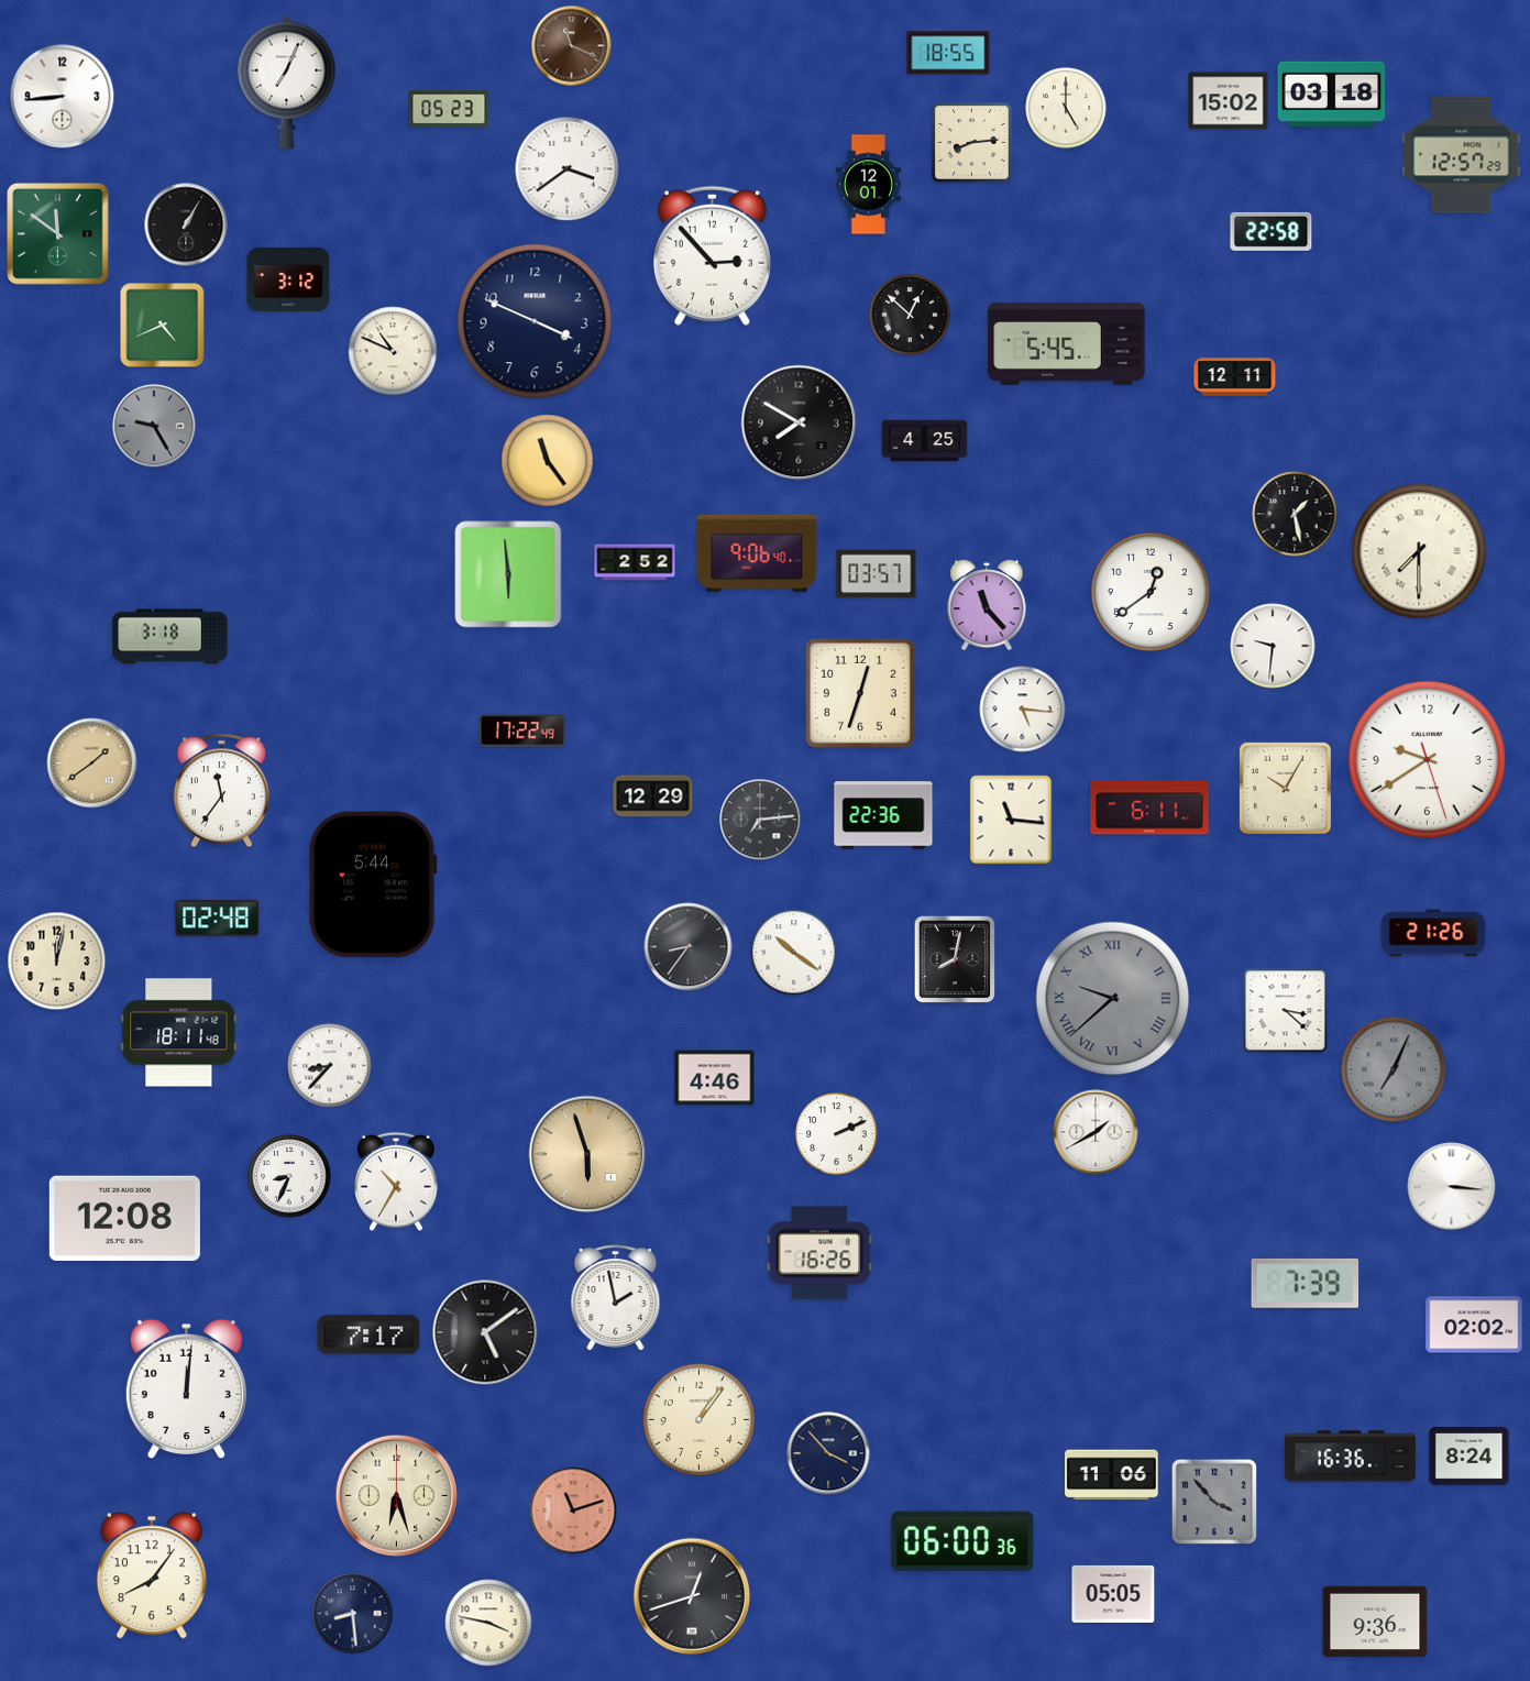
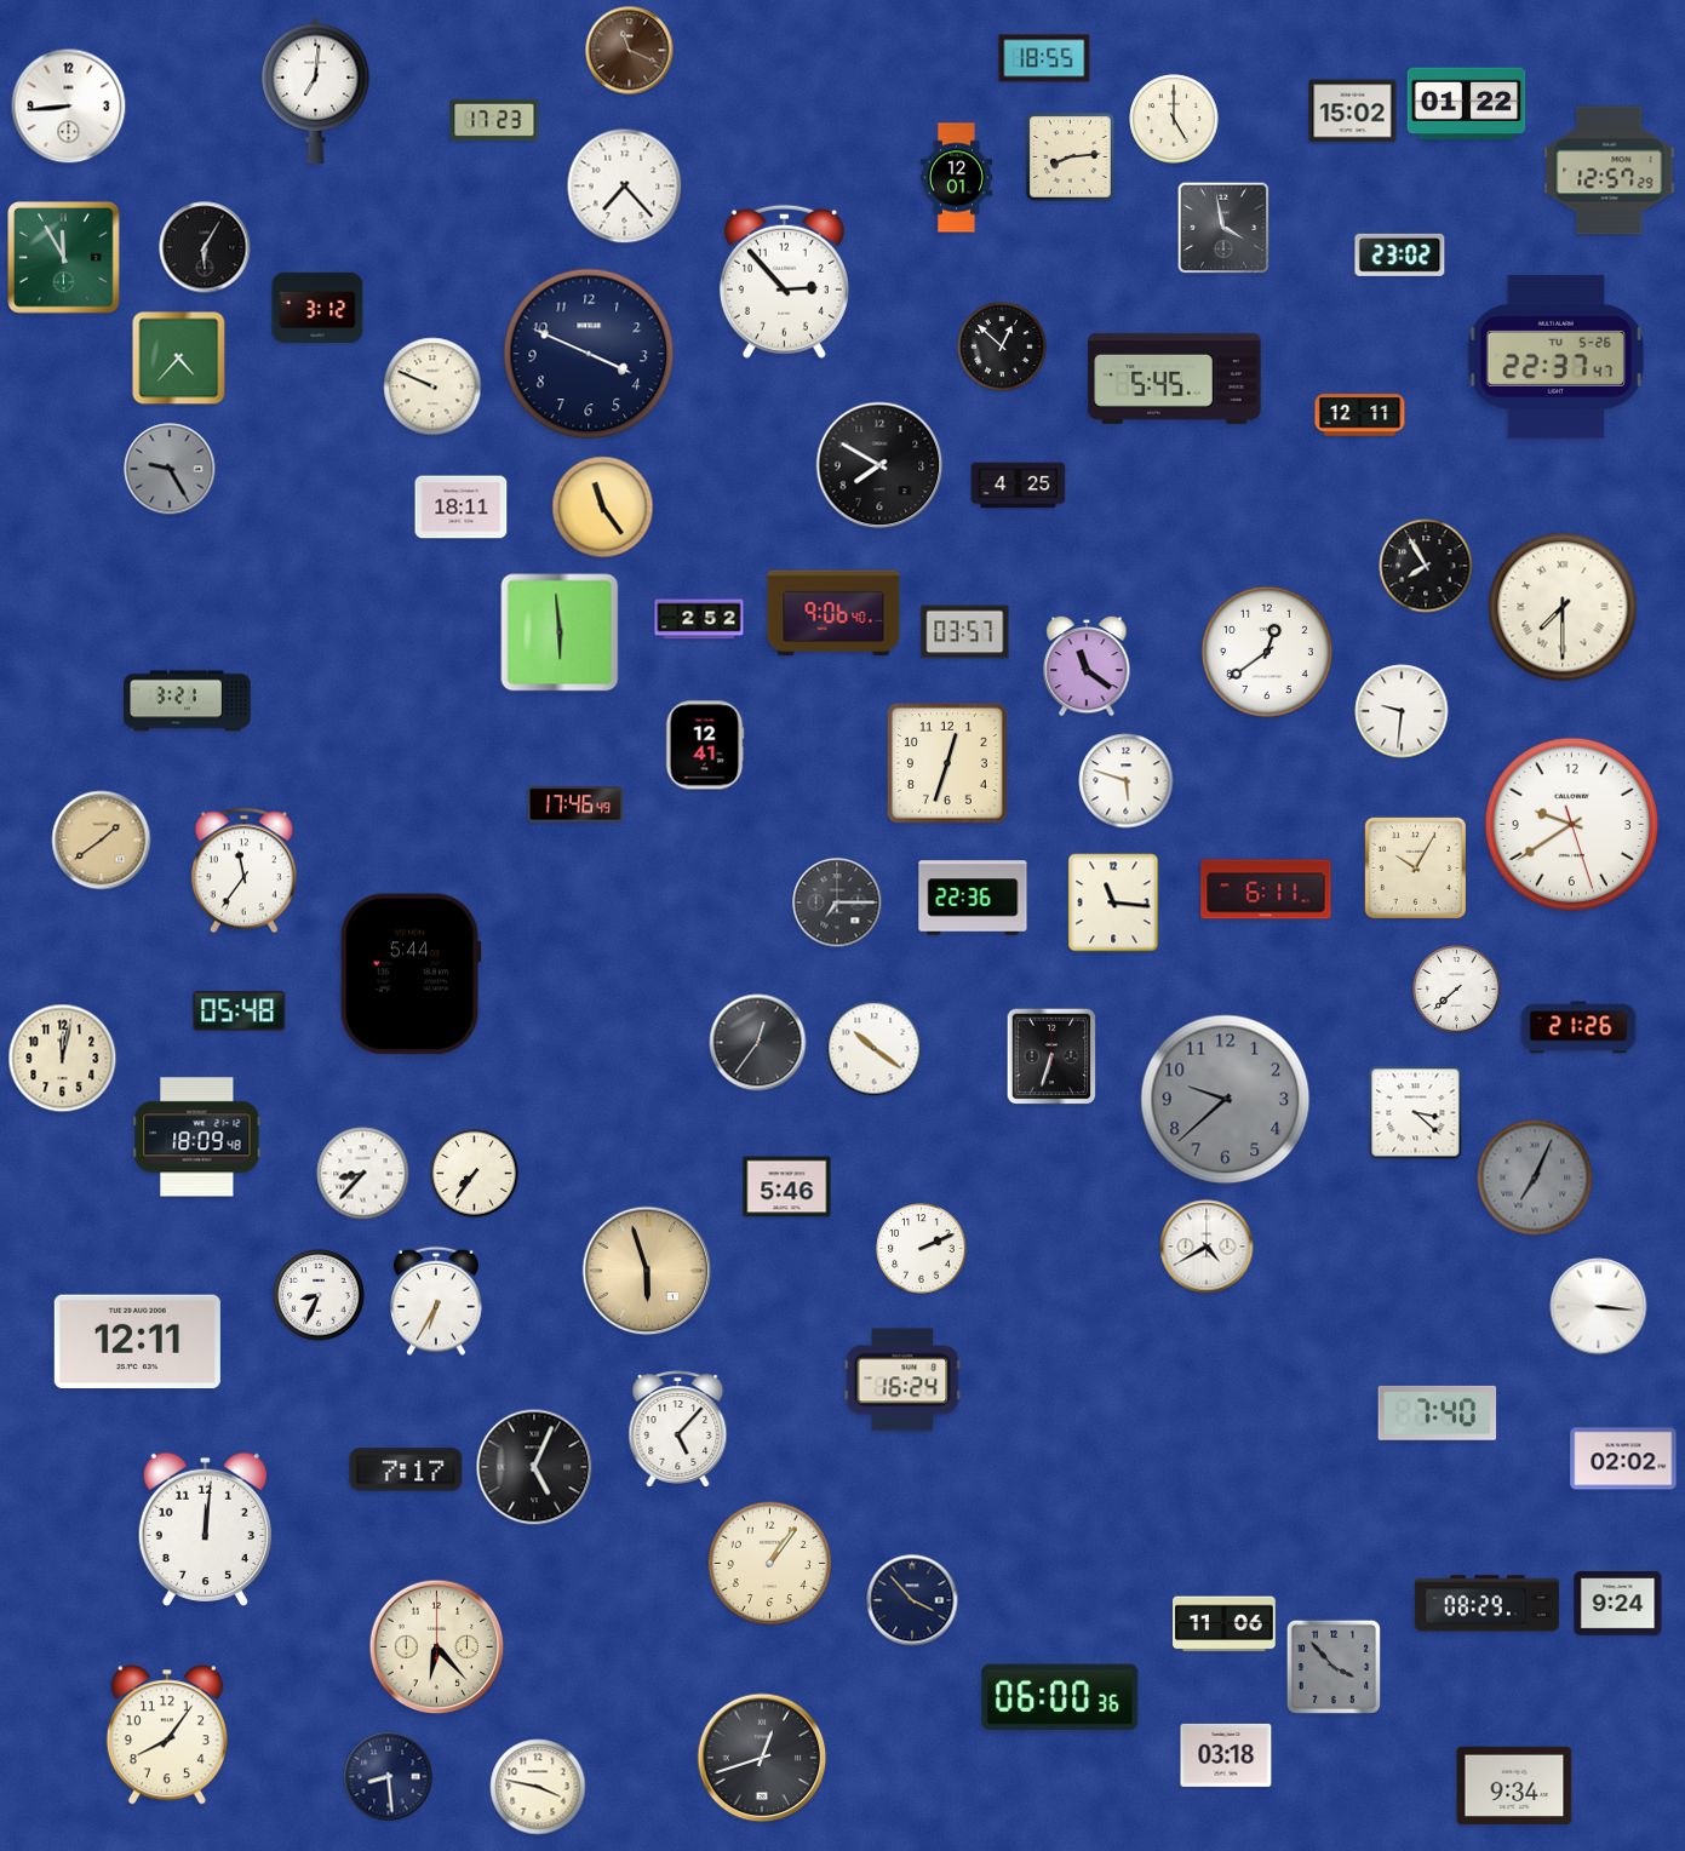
clock at (287, 81): 7:04 -> 7:01
clock at (1332, 95): 03:18 -> 01:22
clock at (449, 109): 05:23 -> 17:23
clock at (568, 169): 3:39 -> 7:23
clock at (869, 185) position: (869, 185) -> (957, 178)
clock at (1223, 228): none -> 3:58
clock at (186, 224): 1:05 -> 6:05
clock at (1272, 231): 22:58 -> 23:02
clock at (58, 234): 11:51 -> 11:55
clock at (1555, 356): none -> 22:37
clock at (163, 326): 4:41 -> 4:37
clock at (393, 351): 10:49 -> 9:49
clock at (462, 508): none -> 18:11
clock at (1295, 514): 1:28 -> 7:55
clock at (757, 553) position: (757, 553) -> (833, 613)
clock at (987, 605): 11:23 -> 11:21
clock at (170, 637): 3:18 -> 3:21
clock at (705, 745): none -> 12:41
clock at (1023, 710): 5:16 -> 5:48
clock at (522, 730): 17:22 -> 17:46
clock at (1428, 760) position: (1428, 760) -> (1572, 825)
clock at (653, 796): 12:29 -> none
clock at (760, 820): 7:14 -> 7:15
clock at (1457, 990): none -> 7:38
clock at (218, 919): 02:48 -> 05:48
clock at (689, 947): 8:36 -> 12:36
clock at (955, 959): 8:02 -> 6:33
clock at (1113, 999) numerals: Roman -> Arabic
clock at (179, 1033): 18:11 -> 18:09
clock at (475, 1174): none -> 7:36
clock at (715, 1078): 4:46 -> 5:46
clock at (1096, 1132): 1:40 -> 4:40
clock at (396, 1182): 10:35 -> 6:35
clock at (124, 1219): 12:08 -> 12:11
clock at (819, 1253): 16:26 -> 16:24
clock at (1306, 1283): 7:39 -> 7:40
clock at (616, 1298): 1:58 -> 5:07
clock at (485, 1332): 5:09 -> 5:04
clock at (1350, 1457): 16:36 -> 08:29
clock at (1470, 1457): 8:24 -> 9:24
clock at (397, 1496): 6:27 -> 6:23
clock at (1213, 1501) position: (1213, 1501) -> (1332, 1666)
clock at (573, 1510): 11:12 -> none
clock at (1113, 1594): 05:05 -> 03:18
clock at (1375, 1622): 9:36 -> 9:34
